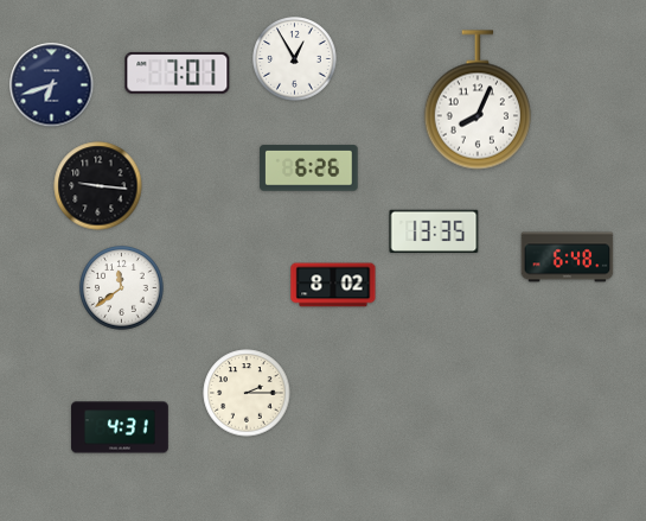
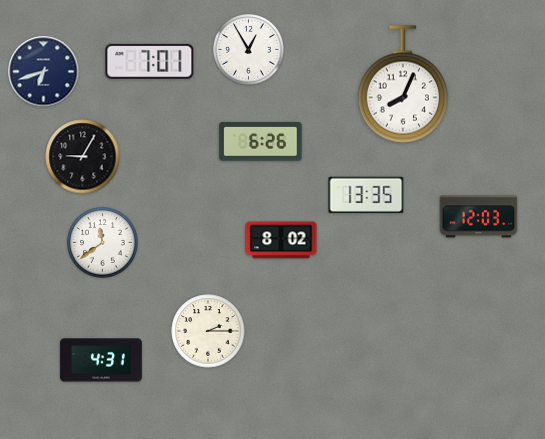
clock at (98, 186): 9:16 -> 9:05
clock at (568, 258): 6:48 -> 12:03
